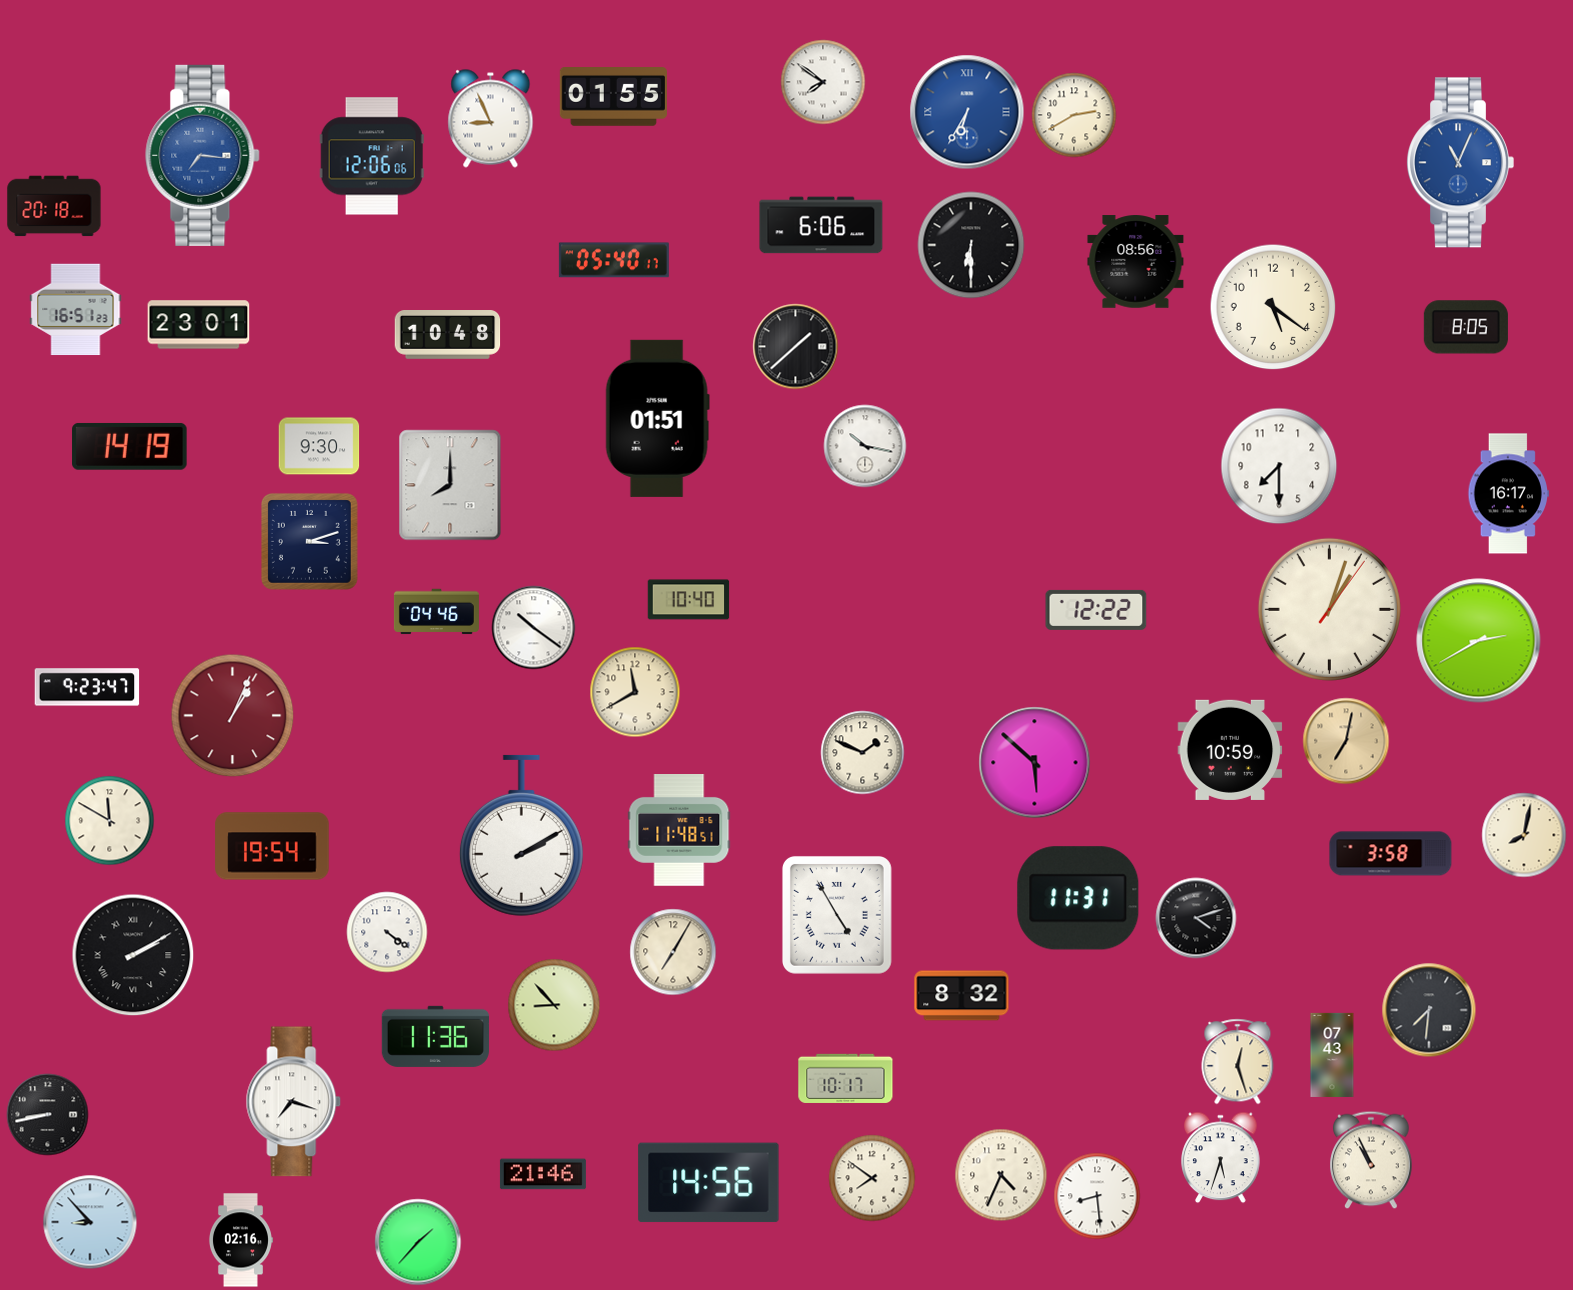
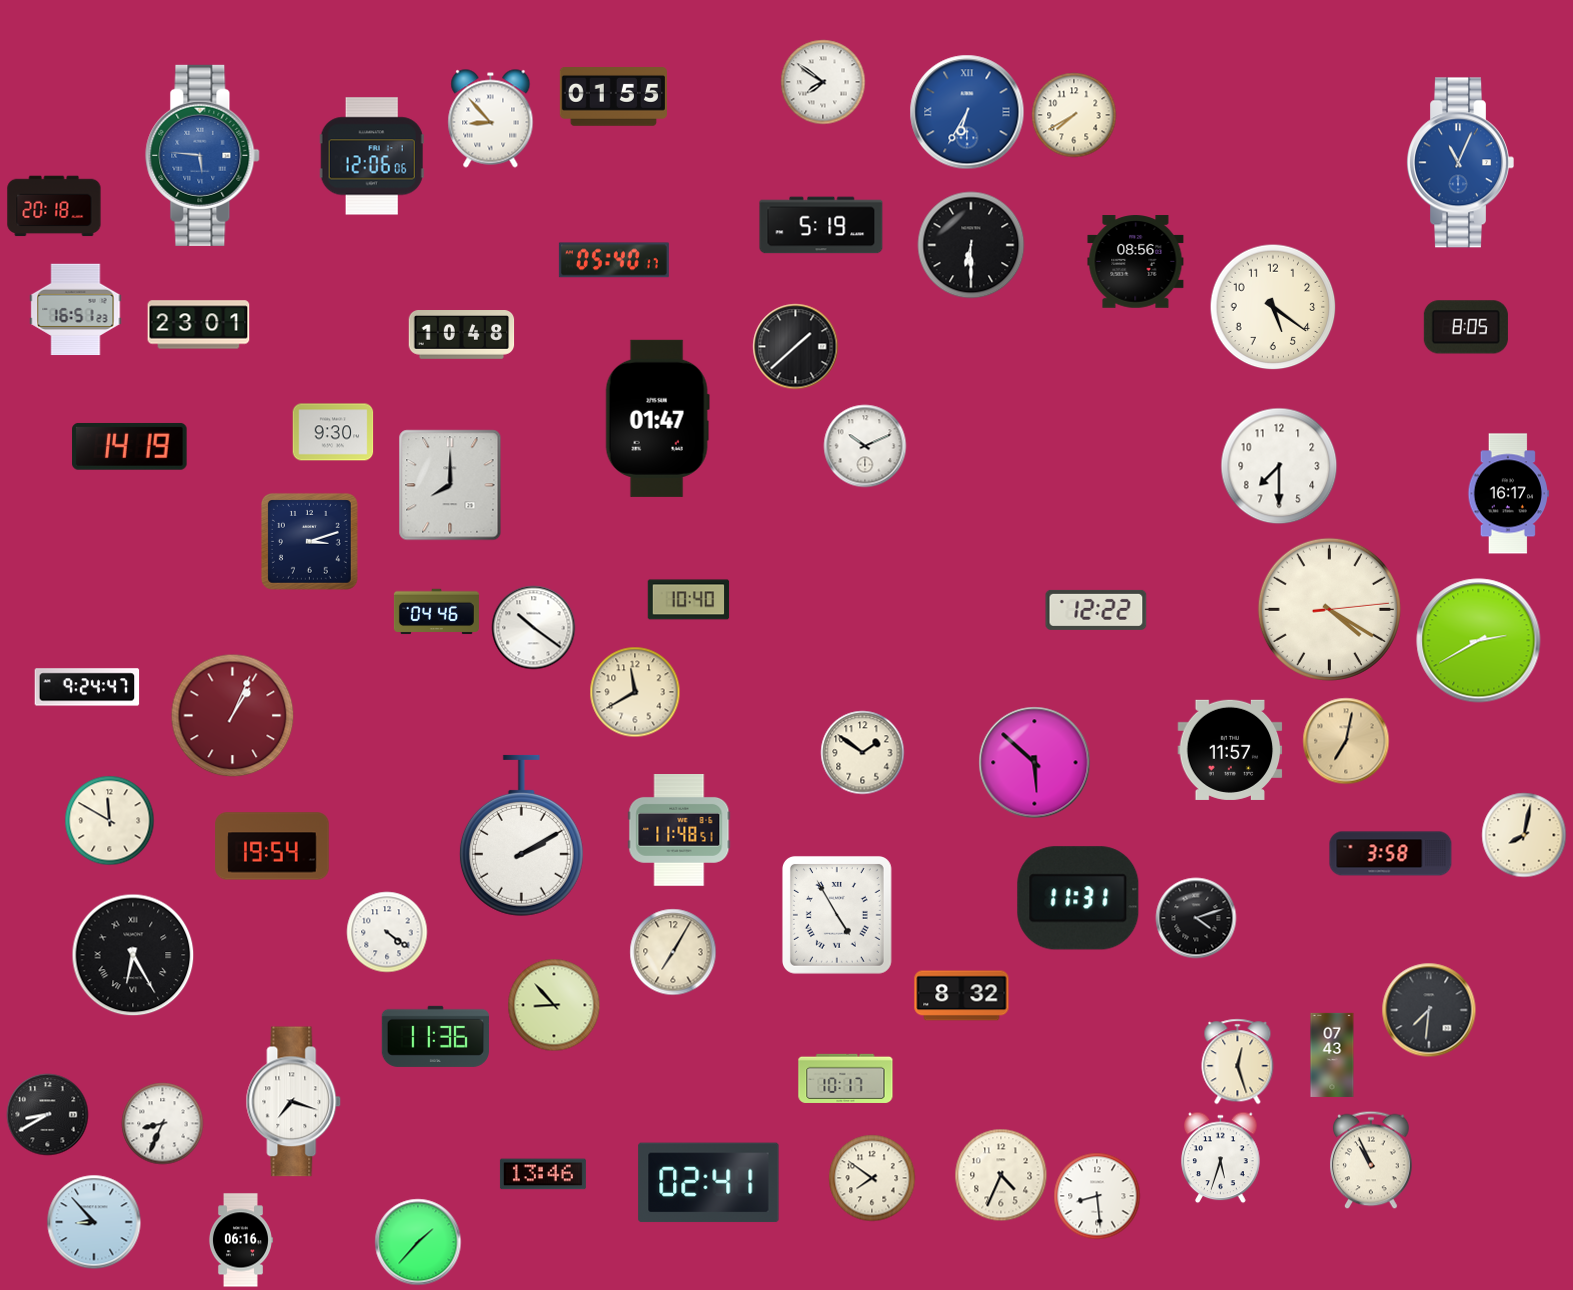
clock at (1074, 115): 2:40 -> 7:40
clock at (491, 119): 8:56 -> 8:53
clock at (203, 155): 7:16 -> 5:46
clock at (821, 225): 6:06 -> 5:19
clock at (448, 335) position: (448, 335) -> (462, 335)
clock at (657, 418): 01:51 -> 01:47
clock at (319, 446) position: (319, 446) -> (333, 432)
clock at (865, 446): 10:17 -> 10:11
clock at (1329, 609): 1:03 -> 4:20
clock at (87, 687): 9:23 -> 9:24
clock at (1230, 750): 10:59 -> 11:57
clock at (863, 753): 1:49 -> 1:51
clock at (133, 955): 2:10 -> 6:25
clock at (48, 1115): 8:43 -> 8:40
clock at (163, 1124): none -> 8:34
clock at (543, 1174): 21:46 -> 13:46
clock at (709, 1183): 14:56 -> 02:41
clock at (90, 1222) position: (90, 1222) -> (94, 1222)
clock at (240, 1240): 02:16 -> 06:16
